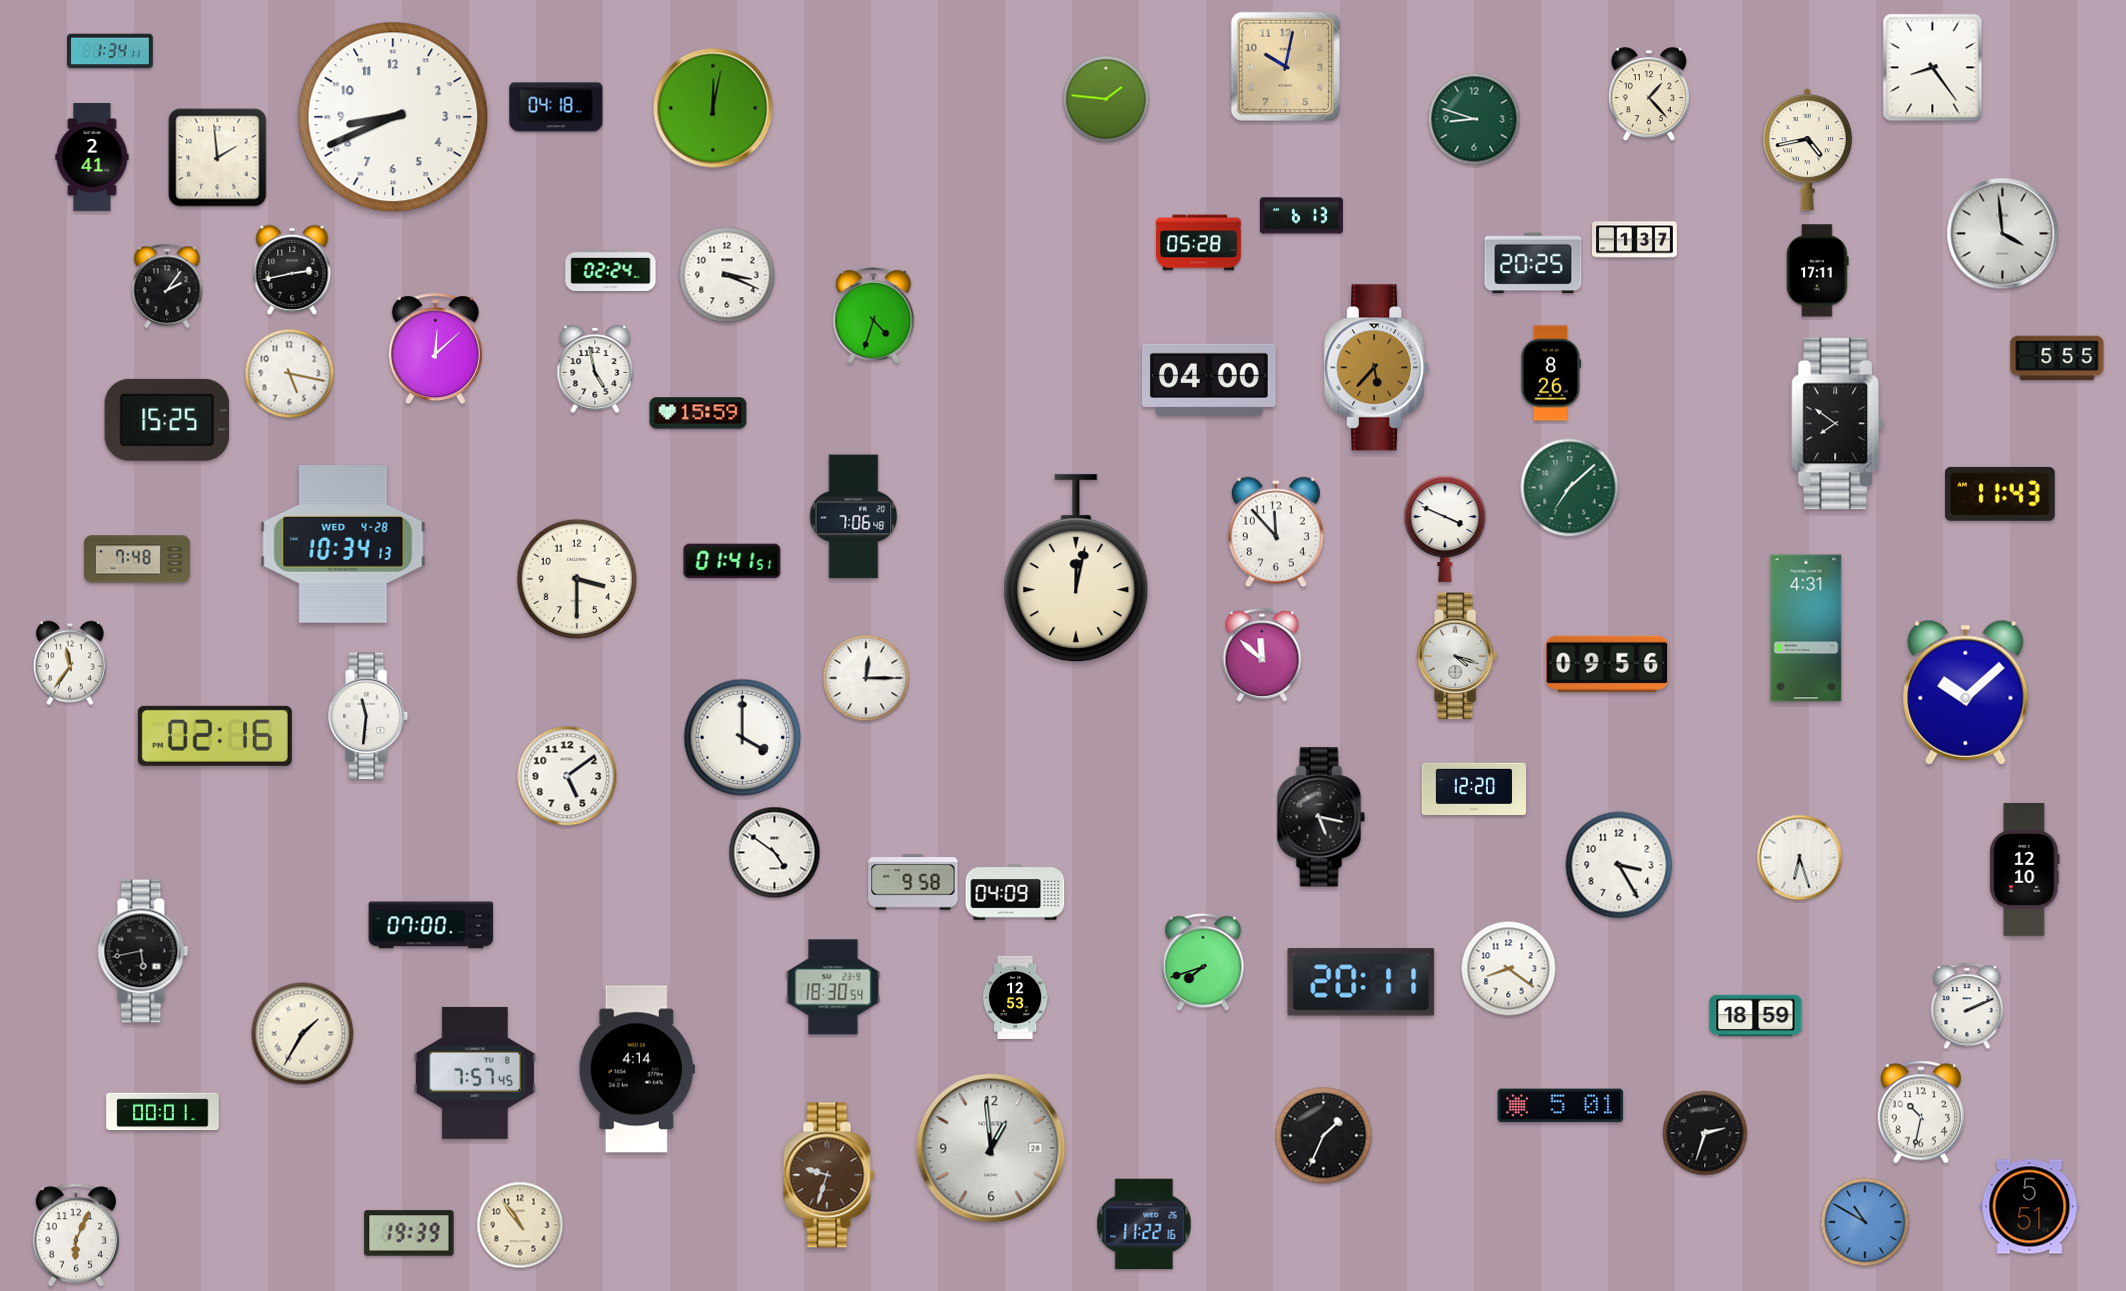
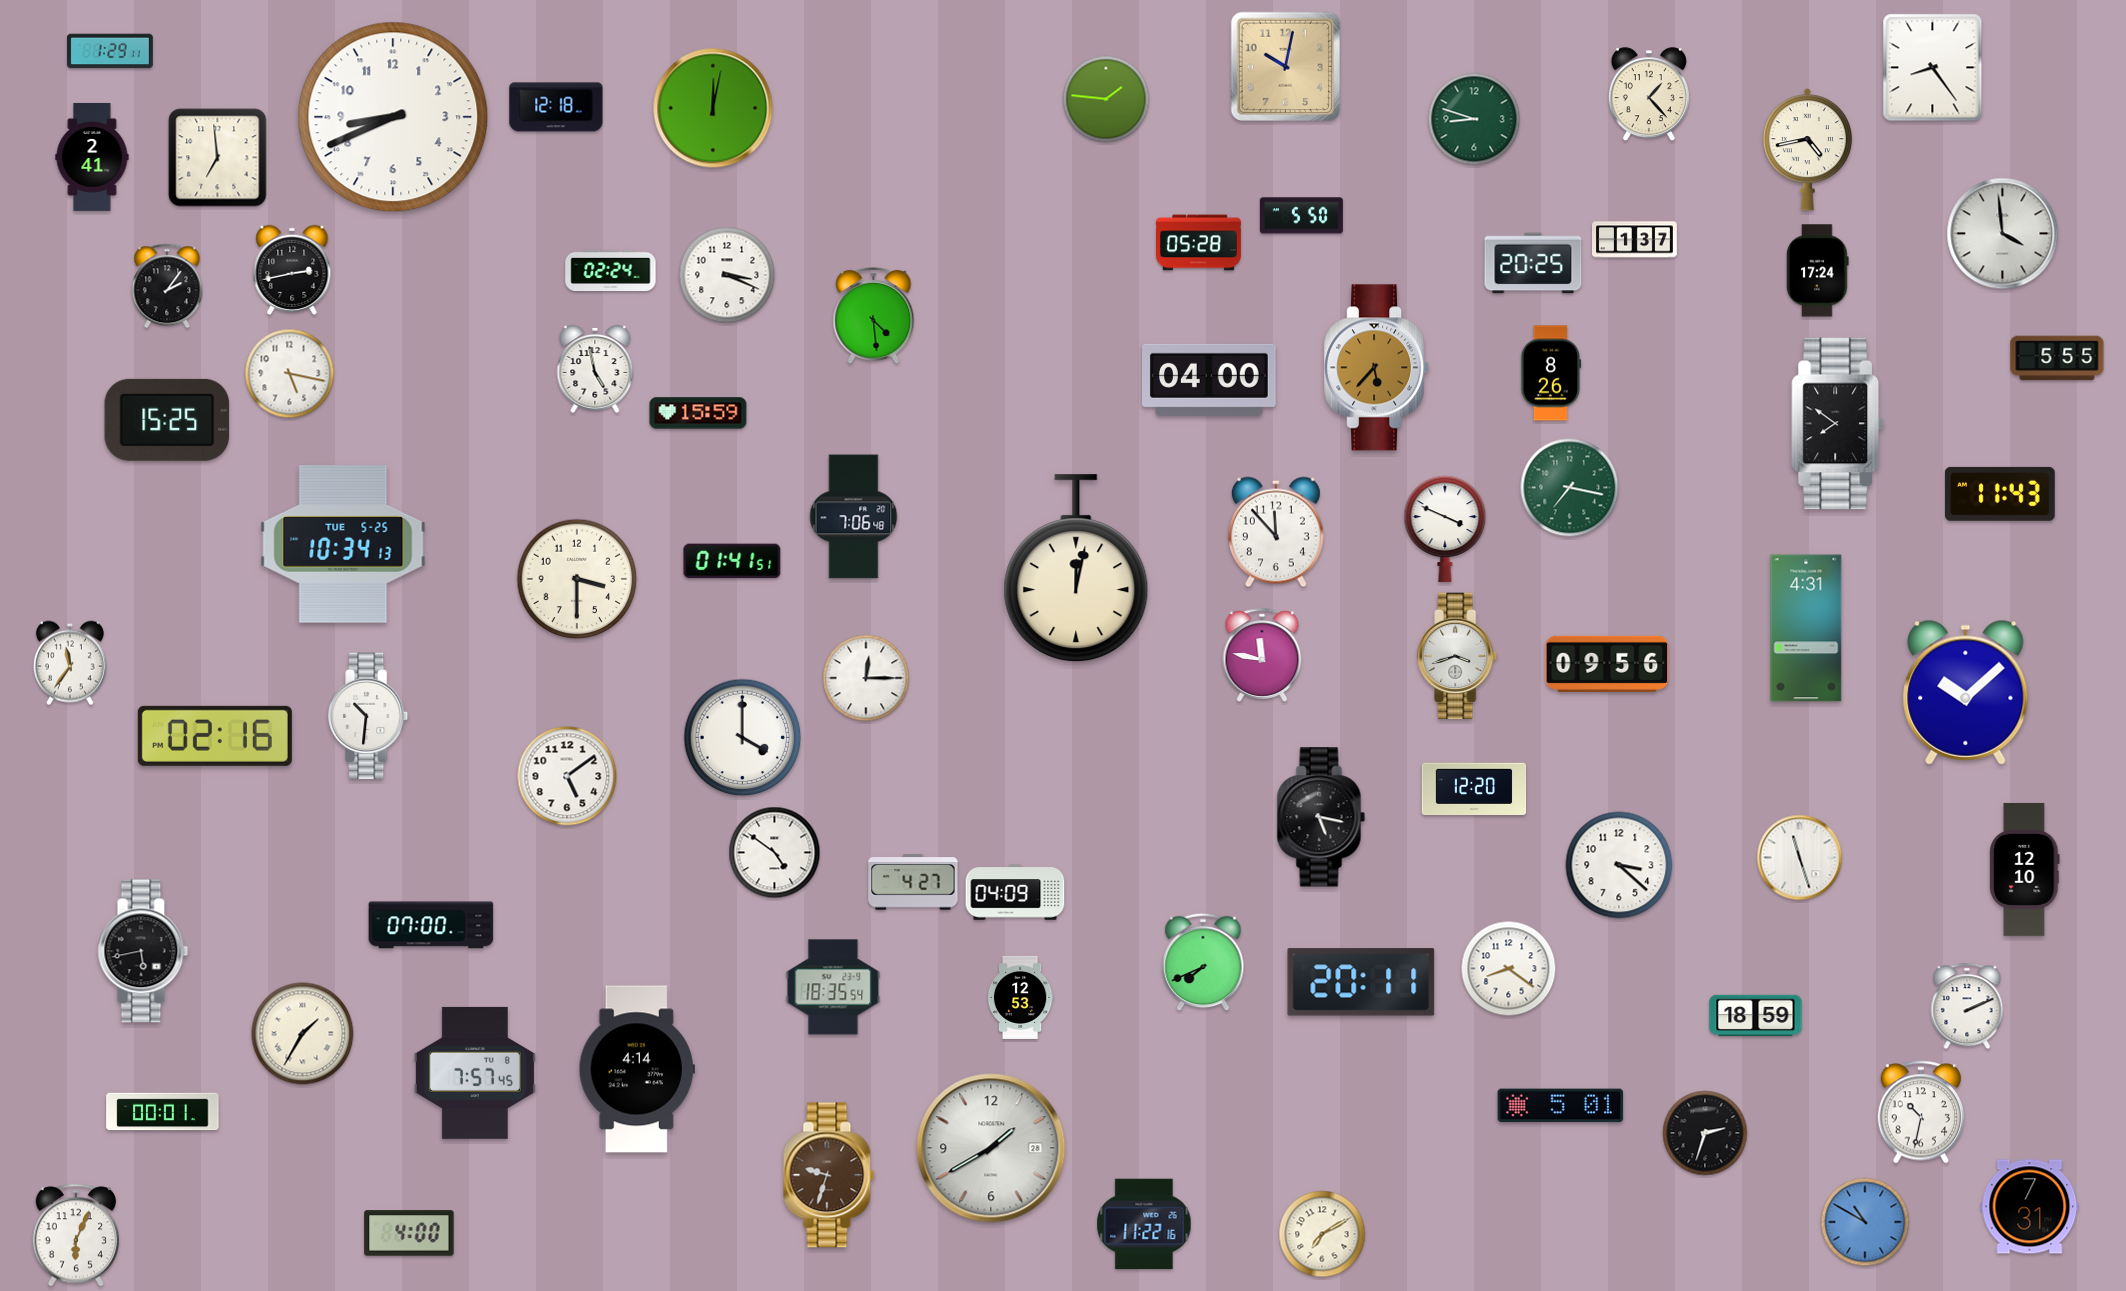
clock at (110, 51): 1:34 -> 1:29
clock at (556, 107): 04:18 -> 12:18
clock at (218, 158): 1:59 -> 6:59
clock at (1301, 216): 6:13 -> 5:50
clock at (1818, 271): 17:11 -> 17:24
clock at (874, 316): 4:33 -> 4:29
clock at (435, 349): 12:08 -> none
clock at (1570, 488): 7:08 -> 7:17
clock at (343, 545) date: WED 4-28 -> TUE 5-25
clock at (137, 559): 7:48 -> none
clock at (1262, 655): 11:52 -> 11:47
clock at (1458, 656): 4:18 -> 3:42
clock at (369, 716): 11:31 -> 10:31
clock at (1800, 858): 6:27 -> 11:27
clock at (1619, 865): 3:25 -> 3:22
clock at (913, 882): 9:58 -> 4:27
clock at (1203, 962): 7:42 -> 7:41
clock at (833, 987): 18:30 -> 18:35
clock at (1015, 997) position: (1015, 997) -> (1020, 997)
clock at (1324, 1136): 1:34 -> none
clock at (991, 1148): 12:59 -> 1:40
clock at (2030, 1207): 5:51 -> 7:31
clock at (520, 1225): 10:54 -> none
clock at (409, 1233): 19:39 -> 4:00
clock at (1322, 1234): none -> 7:10
